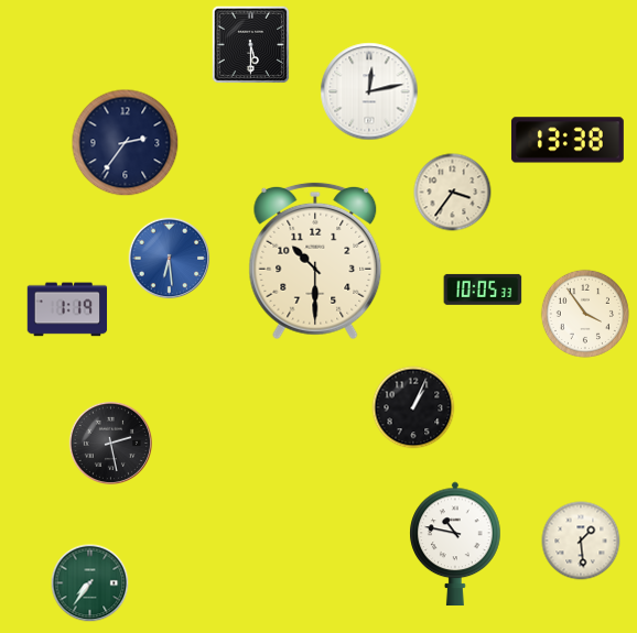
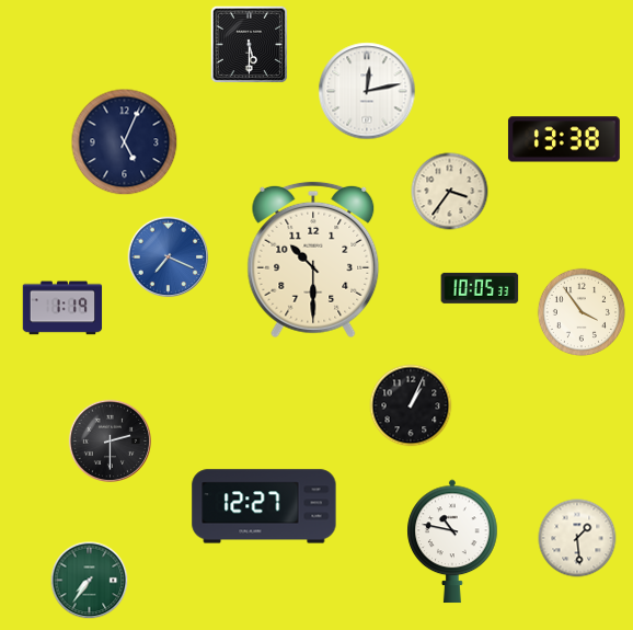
clock at (126, 143): 2:36 -> 5:04
clock at (170, 259): 6:29 -> 7:19
clock at (67, 309) position: (67, 309) -> (62, 308)
clock at (110, 443): 2:28 -> 2:30
clock at (264, 506): none -> 12:27
